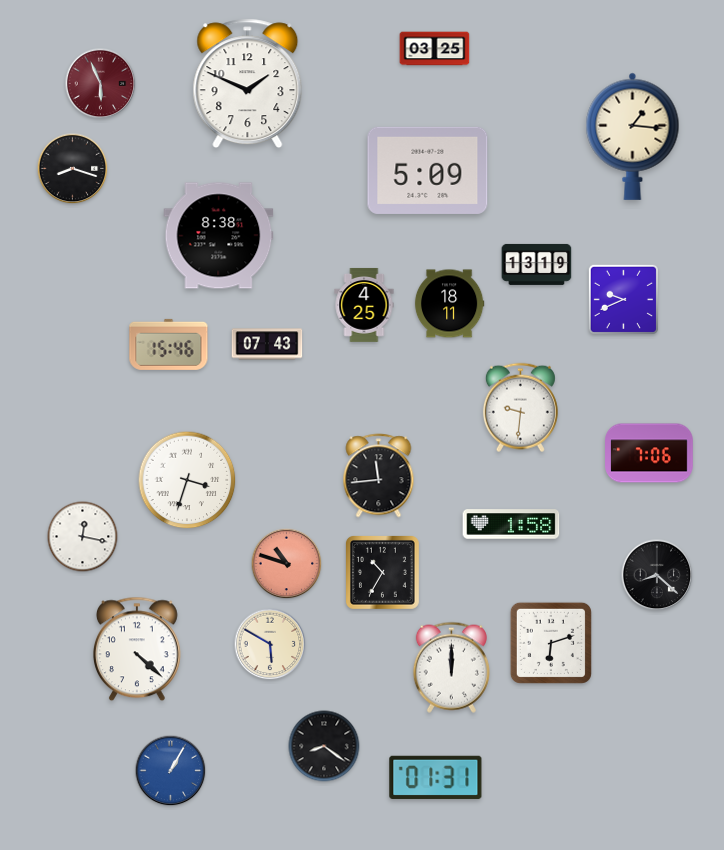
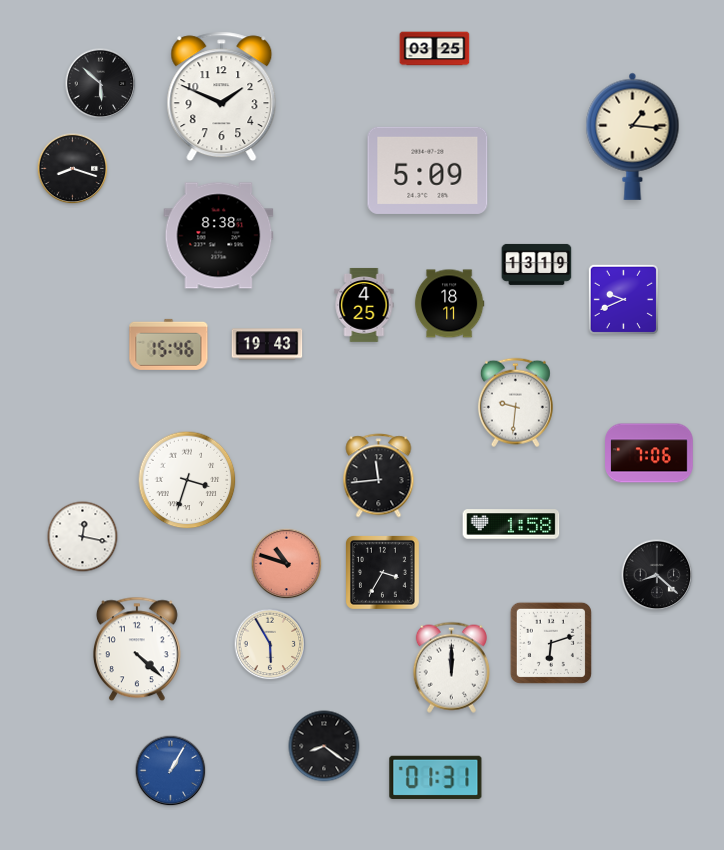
clock at (101, 84): 5:56 -> 5:52
clock at (101, 84) dial: burgundy -> black
clock at (248, 84) position: (248, 84) -> (222, 97)
clock at (267, 344): 07:43 -> 19:43
clock at (520, 408) position: (520, 408) -> (515, 403)
clock at (382, 572): 10:35 -> 3:35
clock at (270, 644): 5:50 -> 5:55
